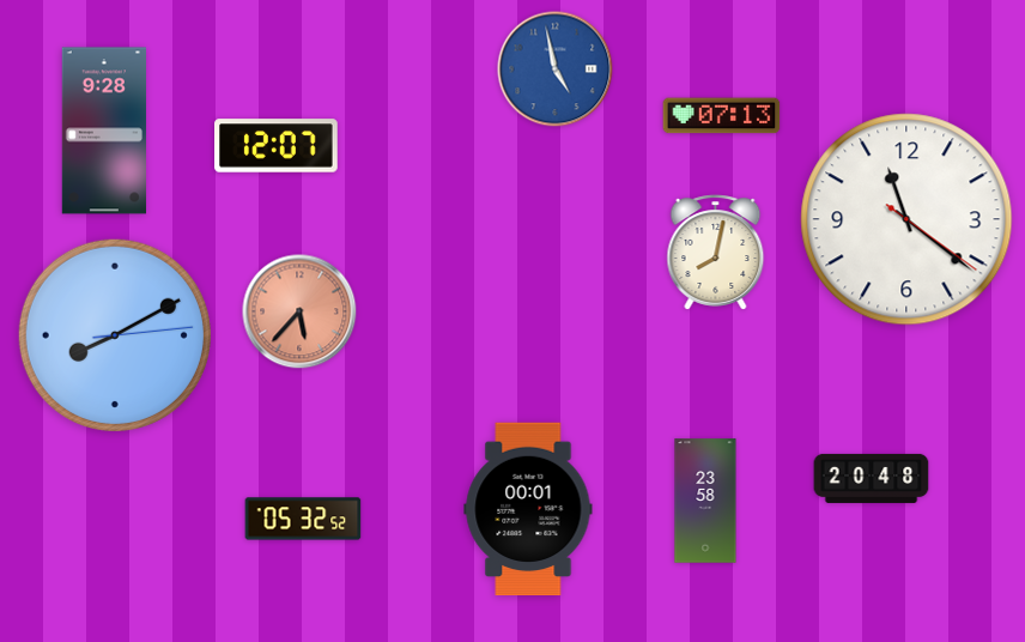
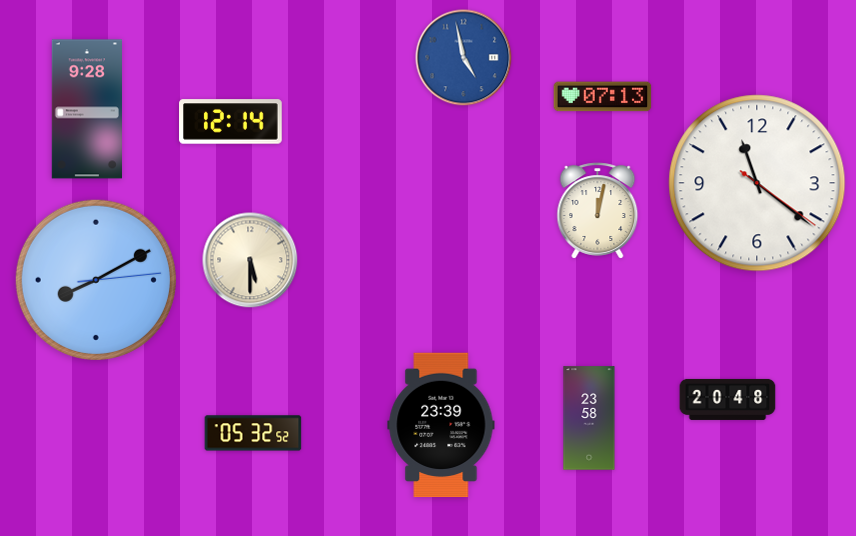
clock at (277, 146): 12:07 -> 12:14
clock at (716, 253): 8:02 -> 12:02
clock at (299, 311): 5:37 -> 5:30
clock at (299, 311) dial: salmon -> cream
clock at (528, 509): 00:01 -> 23:39
